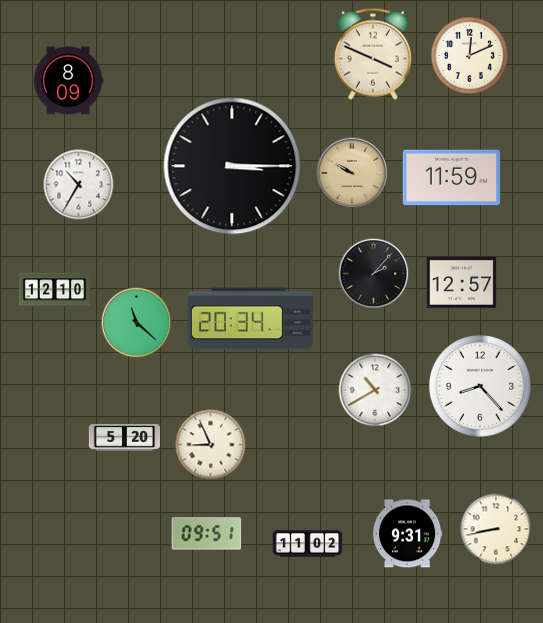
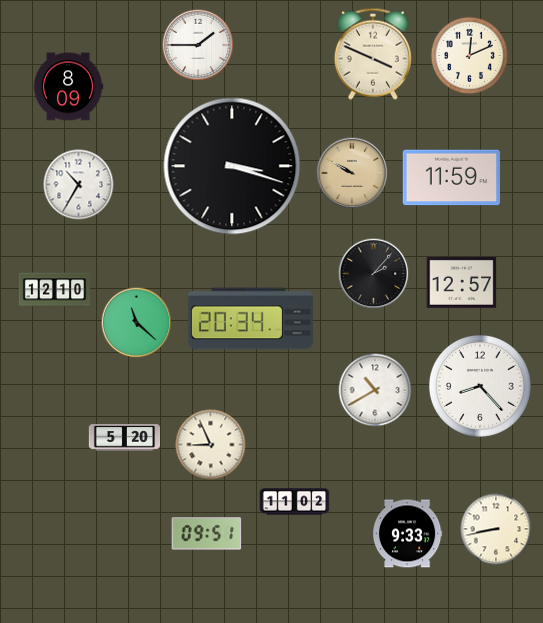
clock at (198, 45): none -> 1:45
clock at (68, 81) position: (68, 81) -> (68, 87)
clock at (232, 166): 3:15 -> 3:18
clock at (407, 534): 9:31 -> 9:33
clock at (308, 544) position: (308, 544) -> (295, 502)
